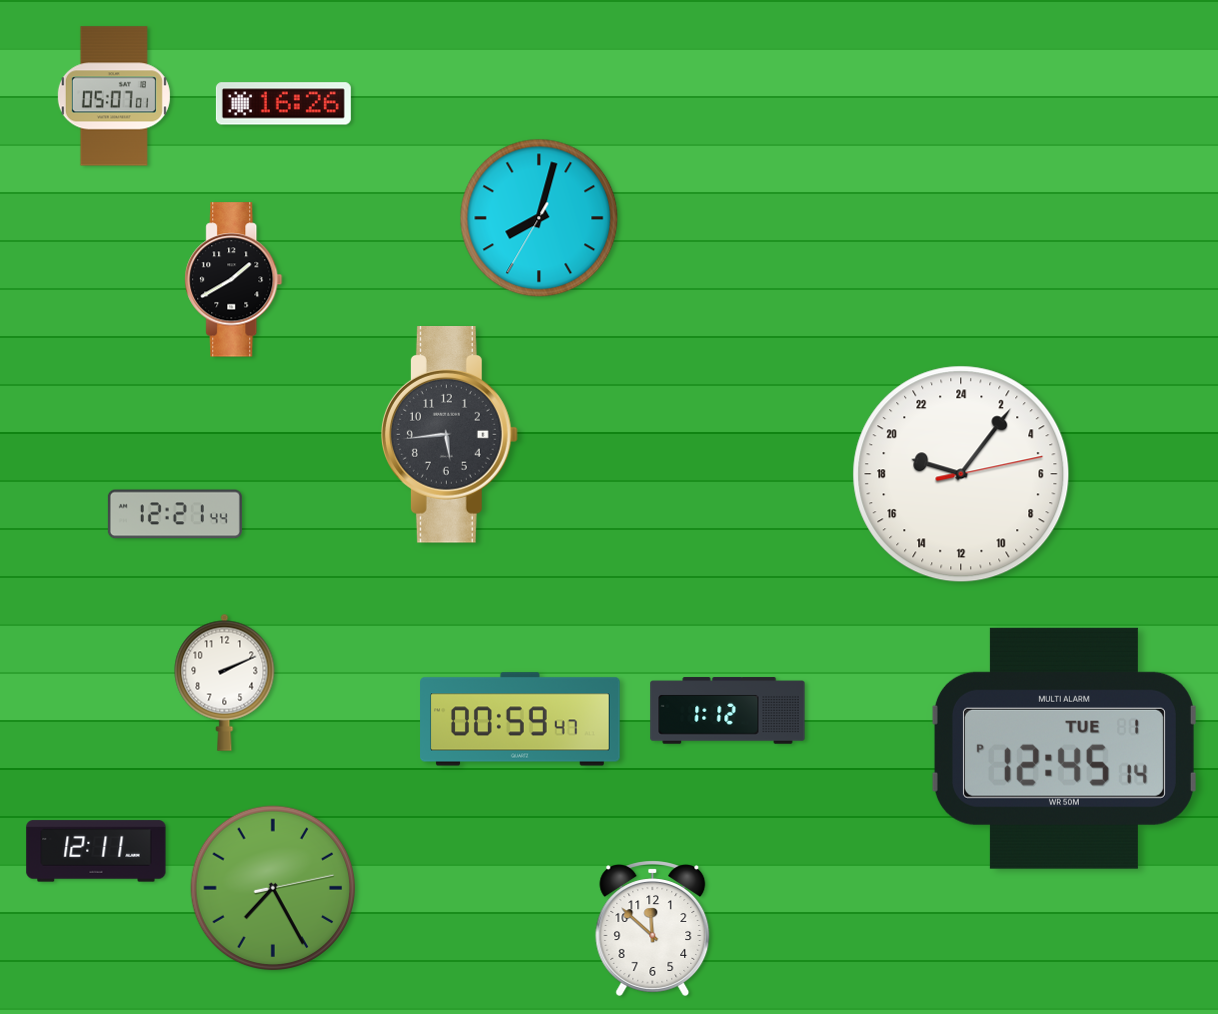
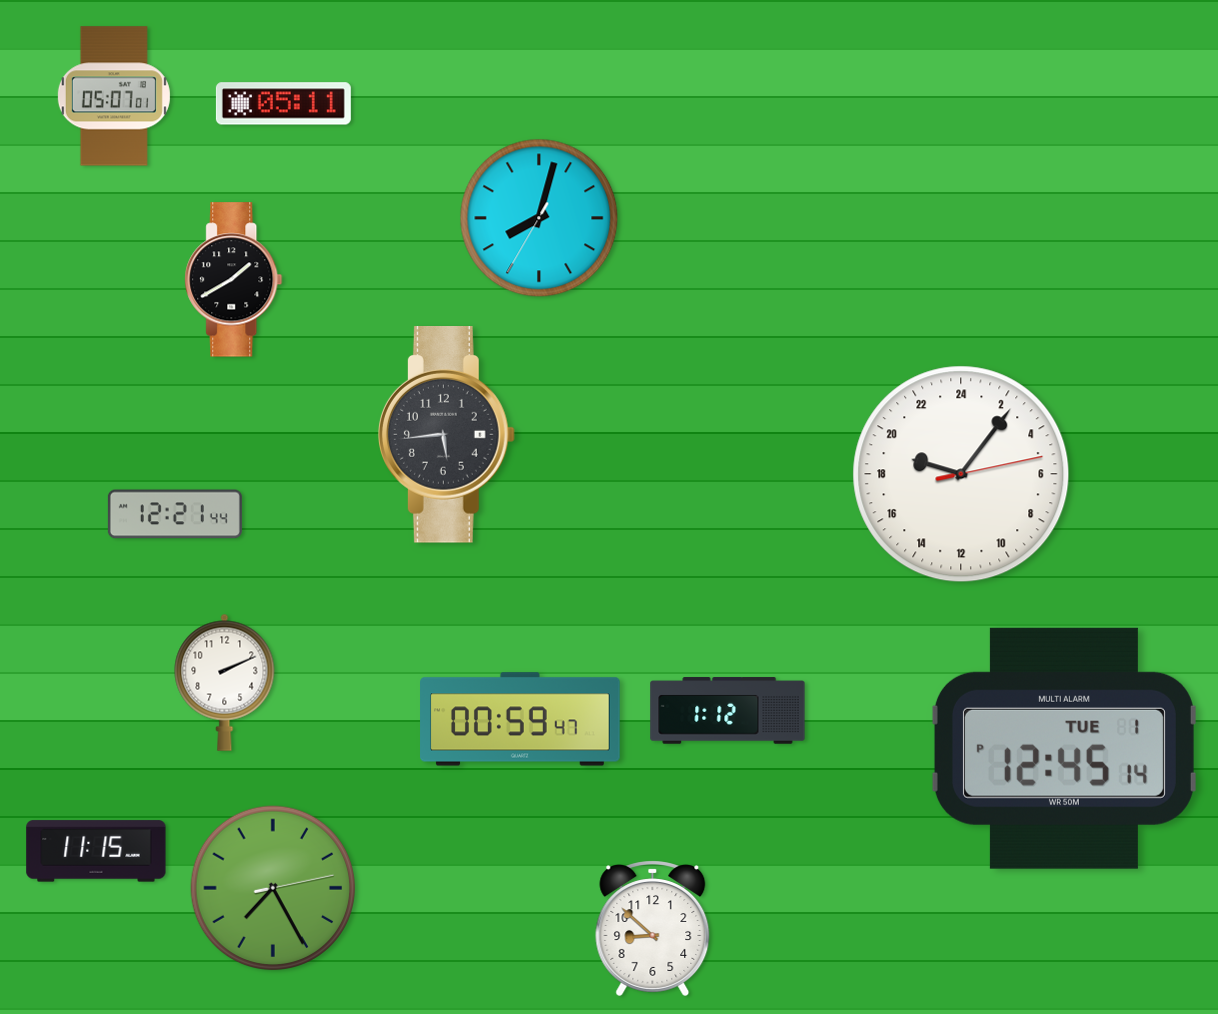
clock at (283, 104): 16:26 -> 05:11
clock at (449, 435) position: (449, 435) -> (446, 435)
clock at (96, 851): 12:11 -> 11:15
clock at (653, 928): 11:52 -> 8:52
